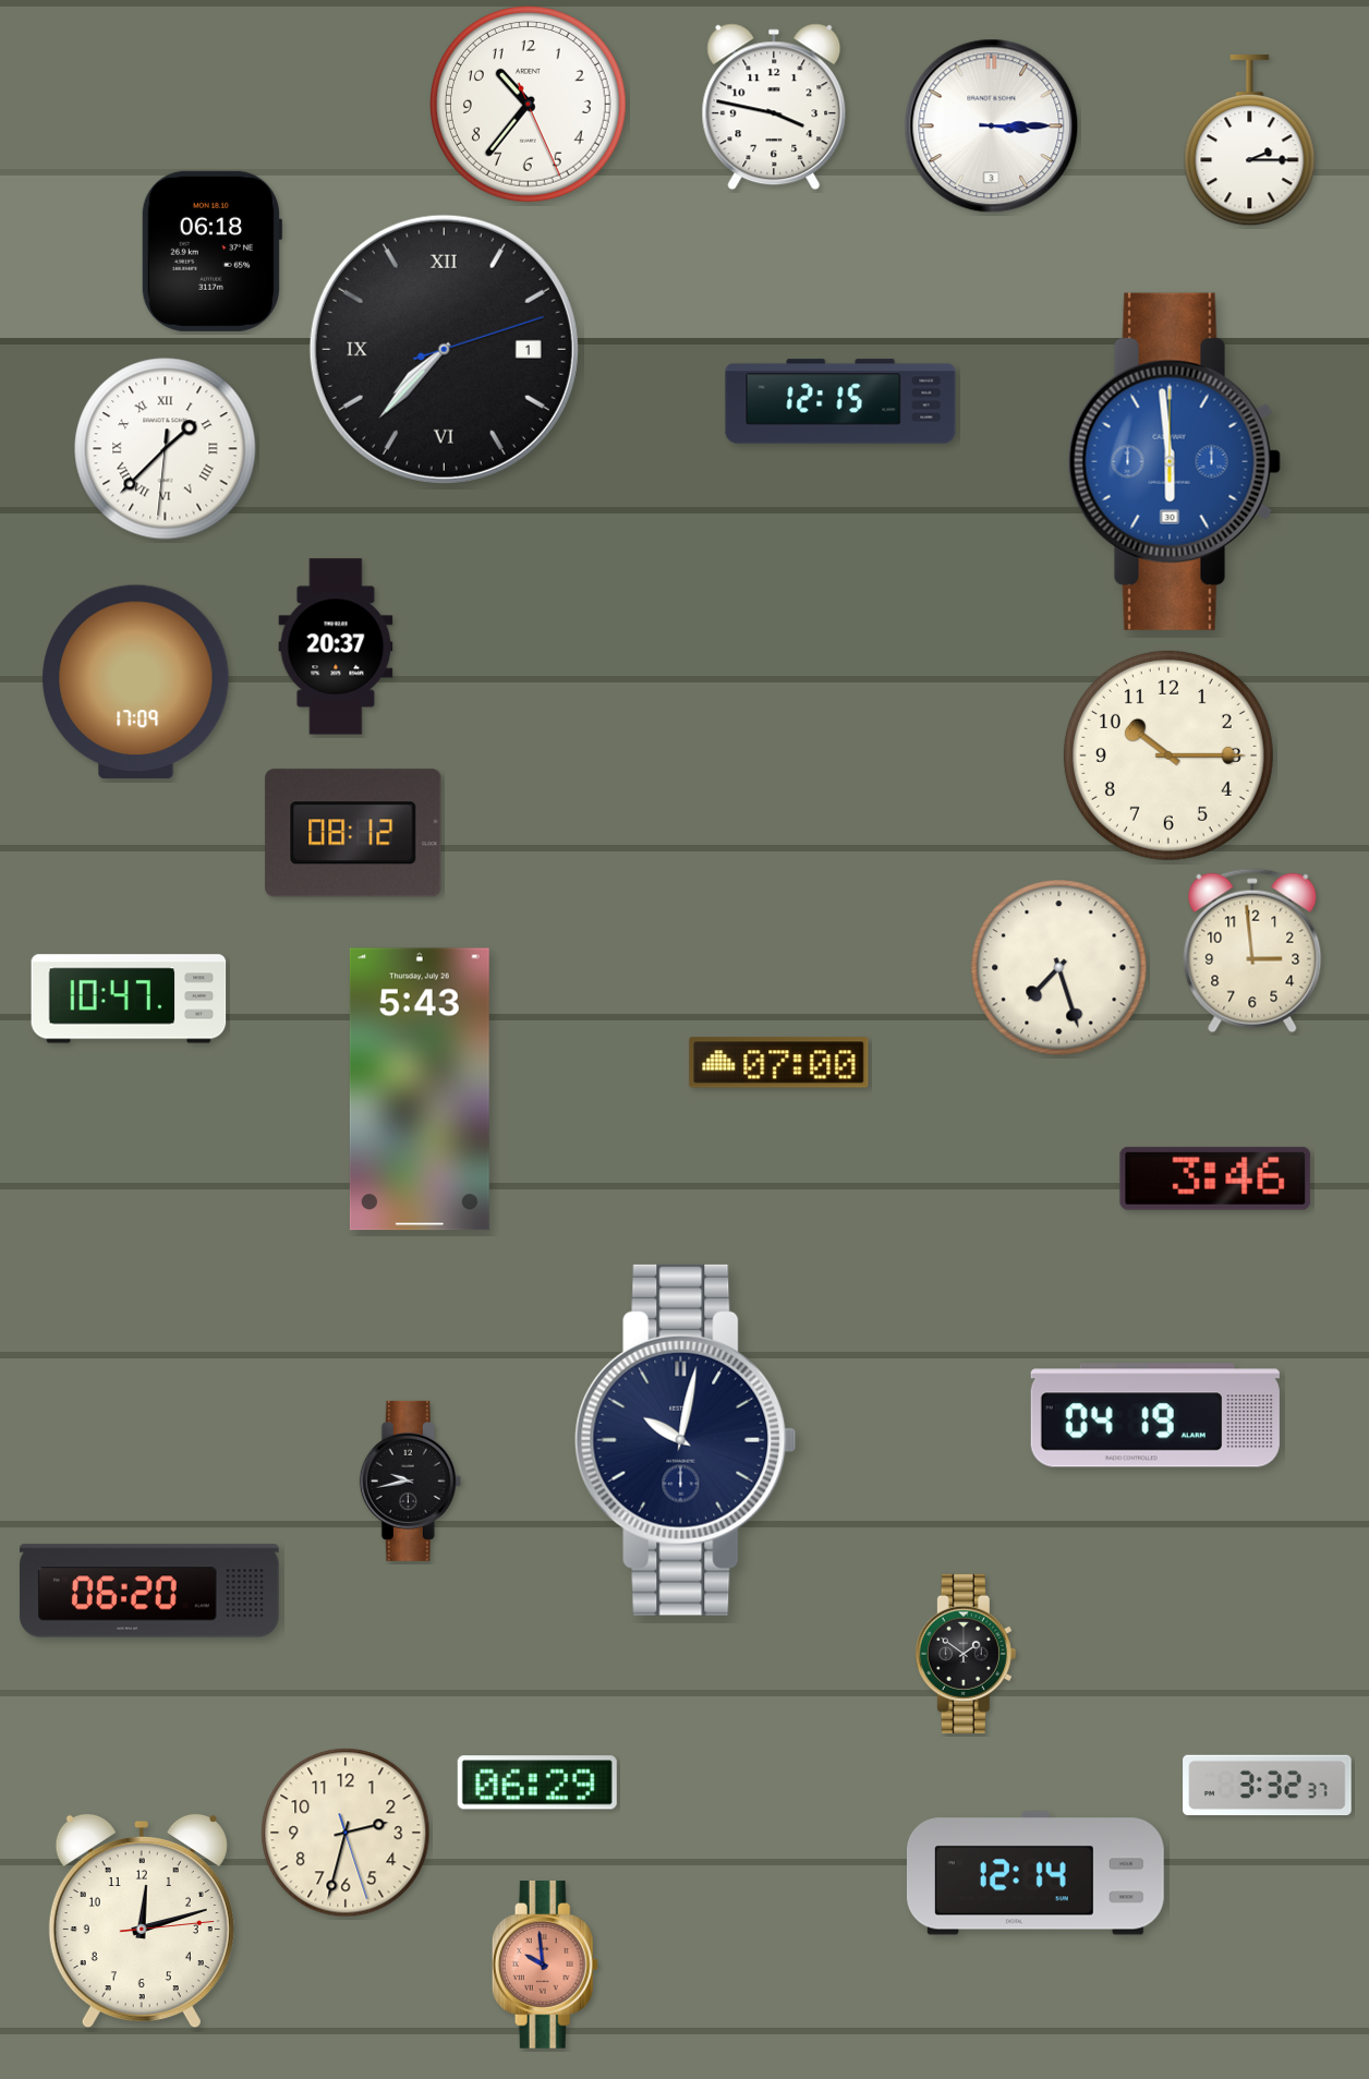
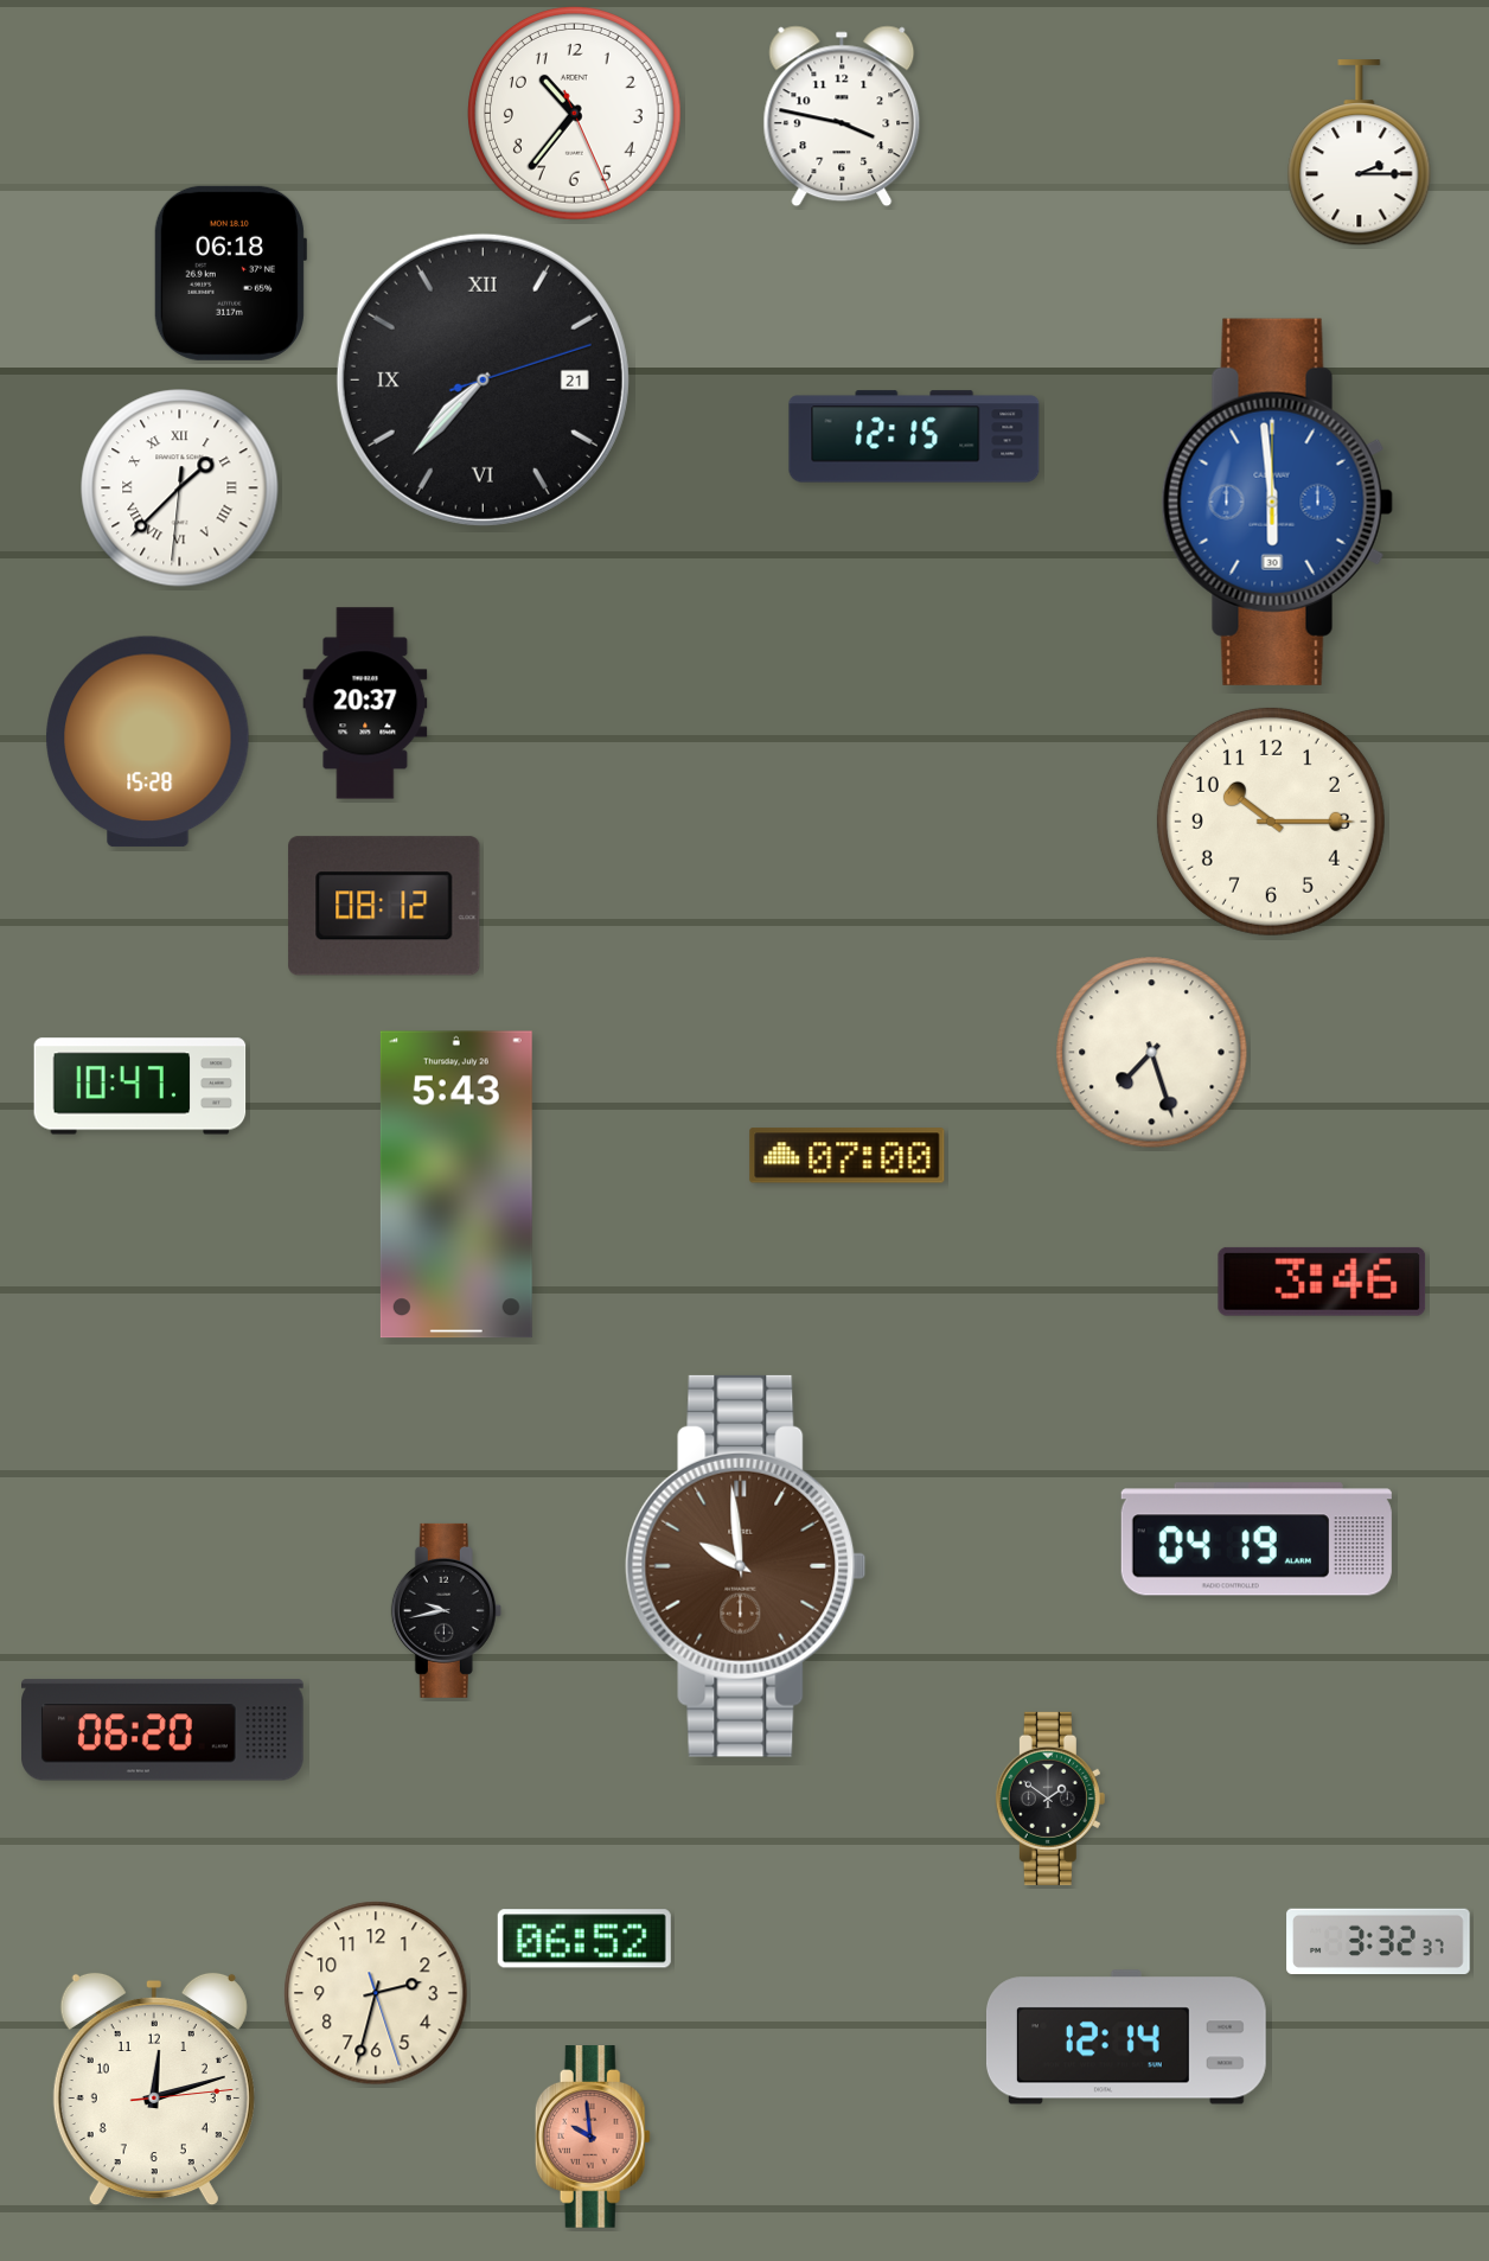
clock at (992, 126): 3:15 -> none
clock at (444, 349) date: 1 -> 21
clock at (136, 682): 17:09 -> 15:28
clock at (1252, 951): 2:59 -> none
clock at (686, 1440): 10:02 -> 9:59
clock at (686, 1440) dial: navy -> brown
clock at (537, 1782): 06:29 -> 06:52
